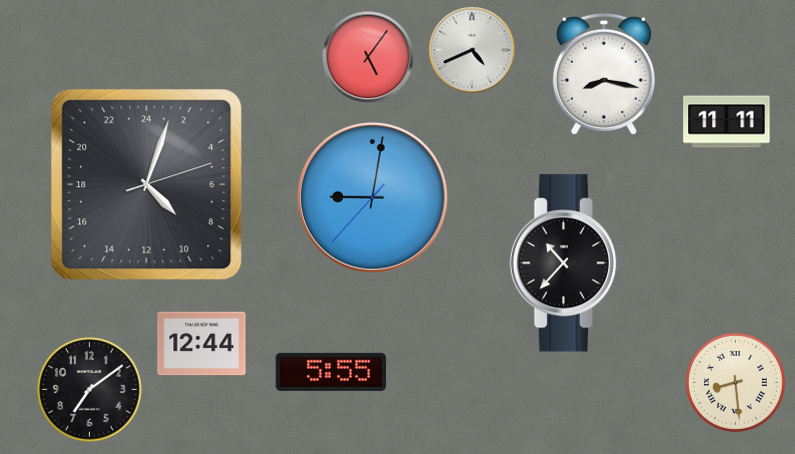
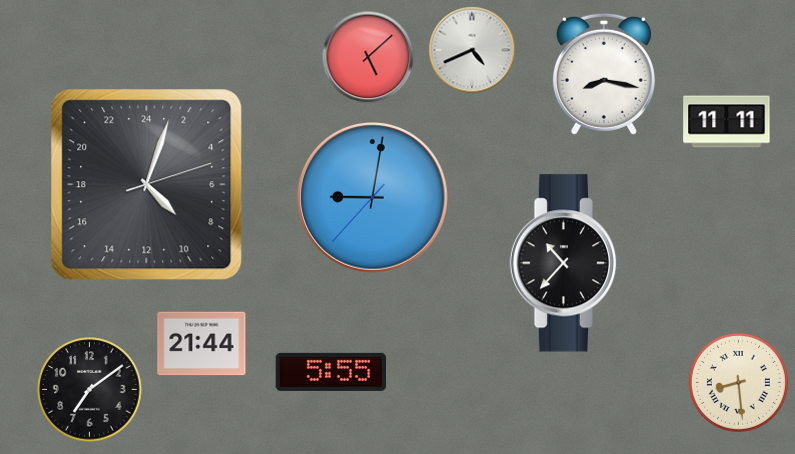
clock at (368, 57): 5:06 -> 5:08
clock at (202, 344): 12:44 -> 21:44
clock at (735, 382) position: (735, 382) -> (738, 382)
